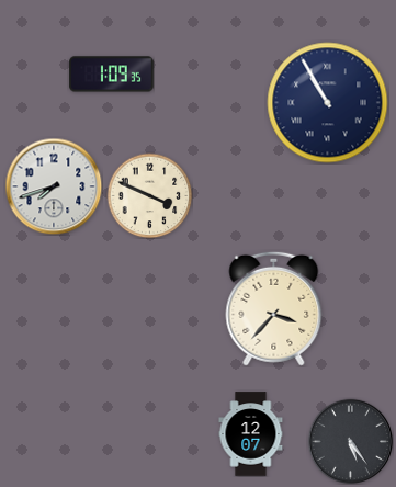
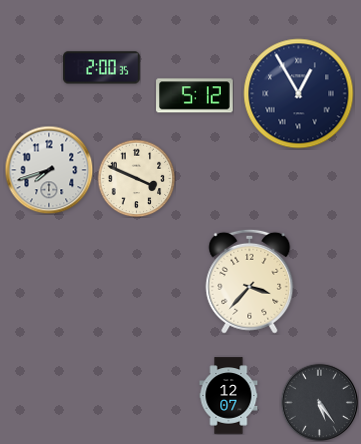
clock at (112, 75): 1:09 -> 2:00
clock at (328, 103): 10:55 -> 12:55
clock at (195, 96): none -> 5:12
